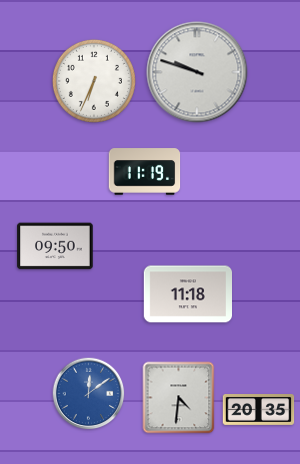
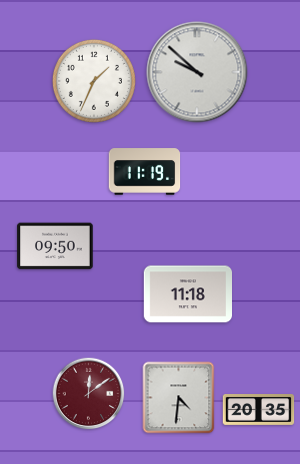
clock at (197, 72): 9:48 -> 9:52
clock at (94, 81): 6:34 -> 1:34
clock at (89, 394) dial: blue -> burgundy
